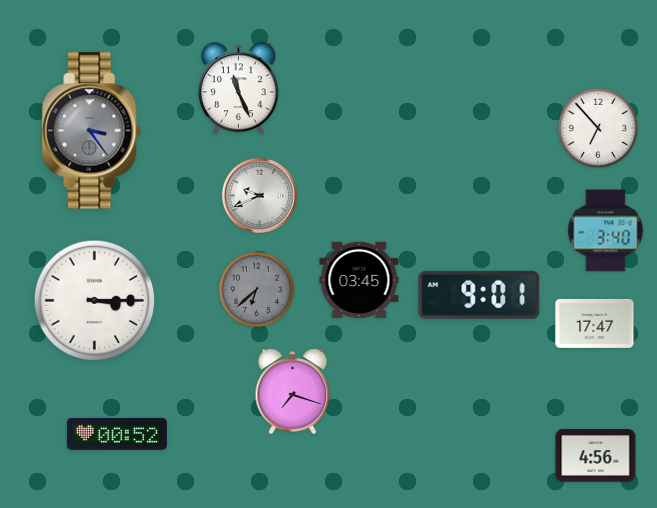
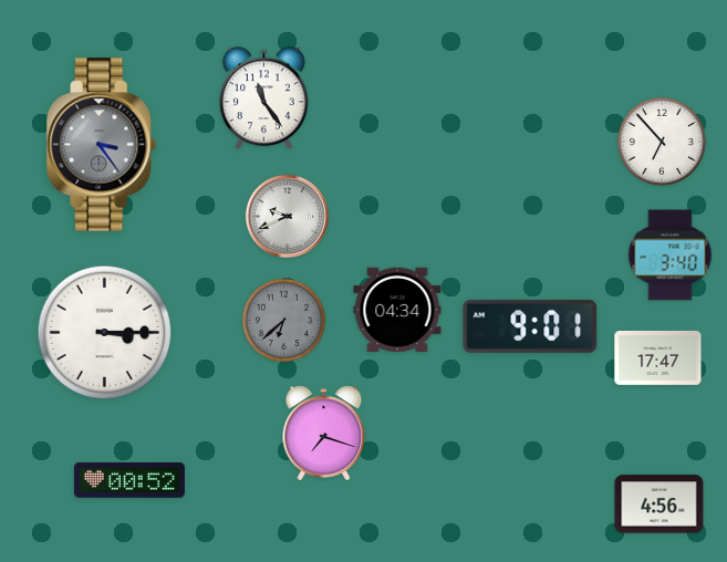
clock at (239, 89): 11:26 -> 11:24
clock at (359, 280): 03:45 -> 04:34
